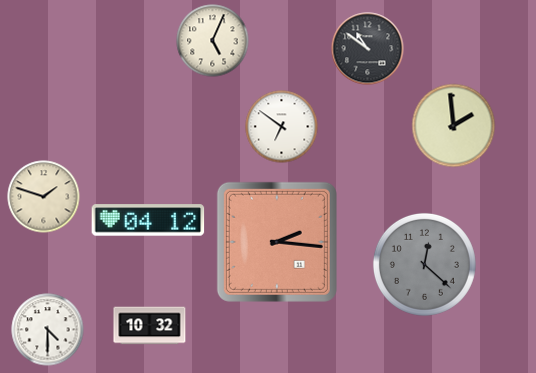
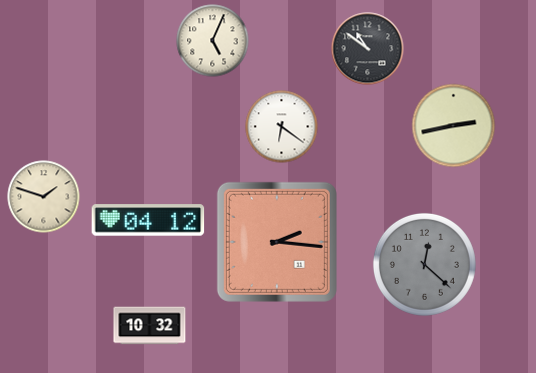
clock at (454, 126): 1:59 -> 2:43
clock at (282, 127): 6:51 -> 6:21
clock at (48, 330): 4:30 -> none
